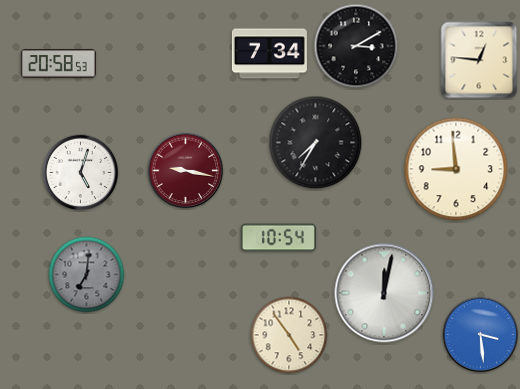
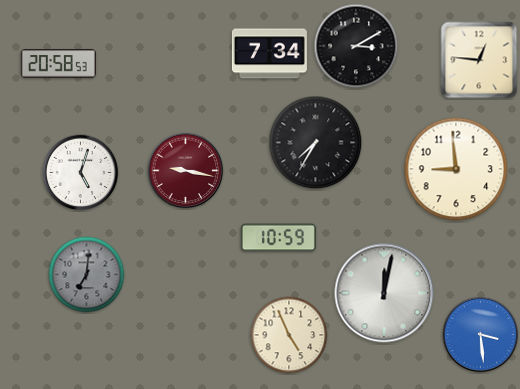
clock at (278, 238): 10:54 -> 10:59
clock at (289, 335): 4:54 -> 4:56
